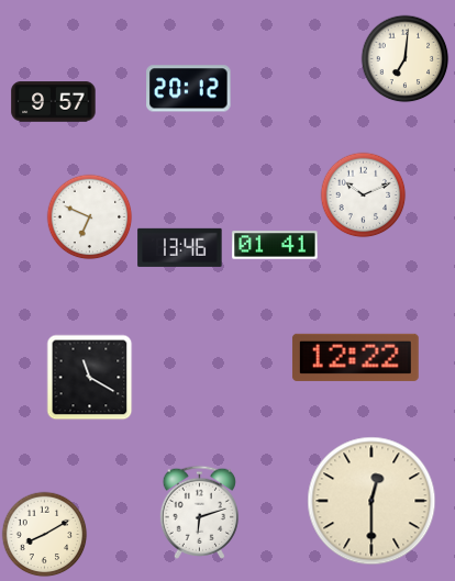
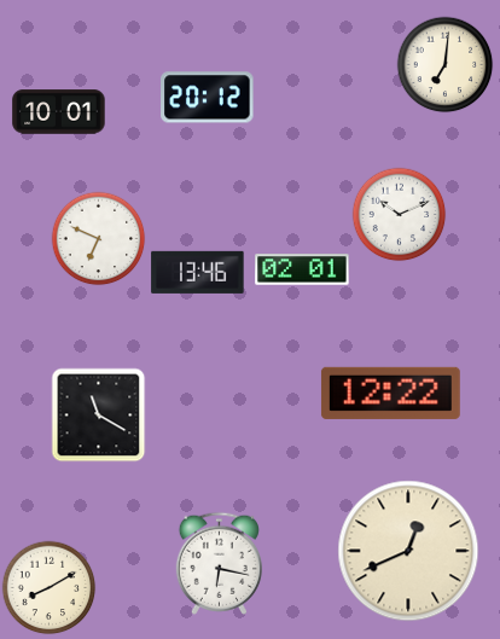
clock at (54, 102): 9:57 -> 10:01
clock at (275, 245): 01:41 -> 02:01
clock at (371, 501): 12:30 -> 12:41
clock at (199, 512): 6:12 -> 6:17
